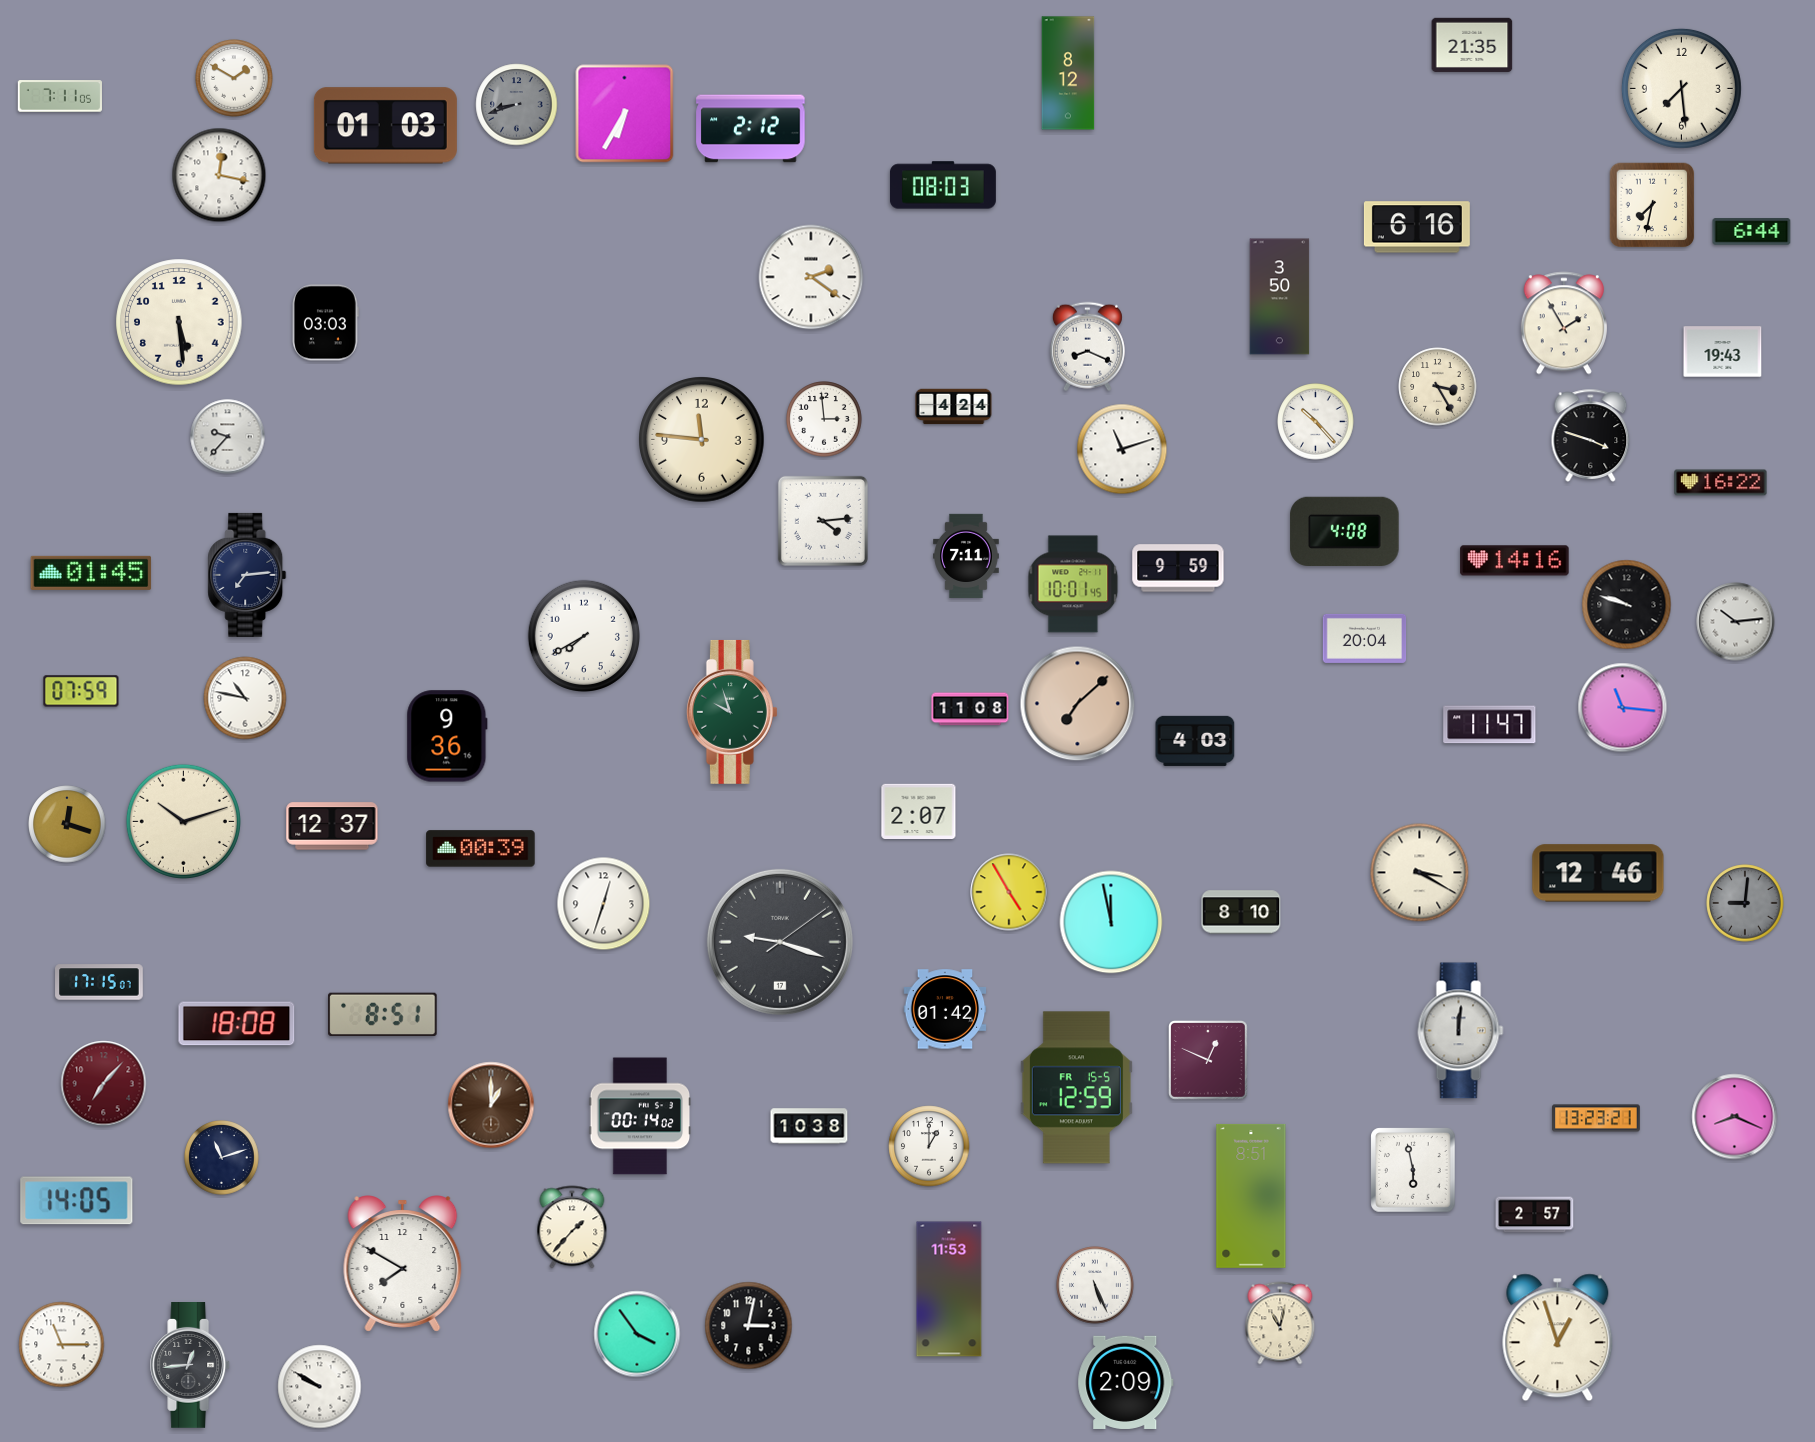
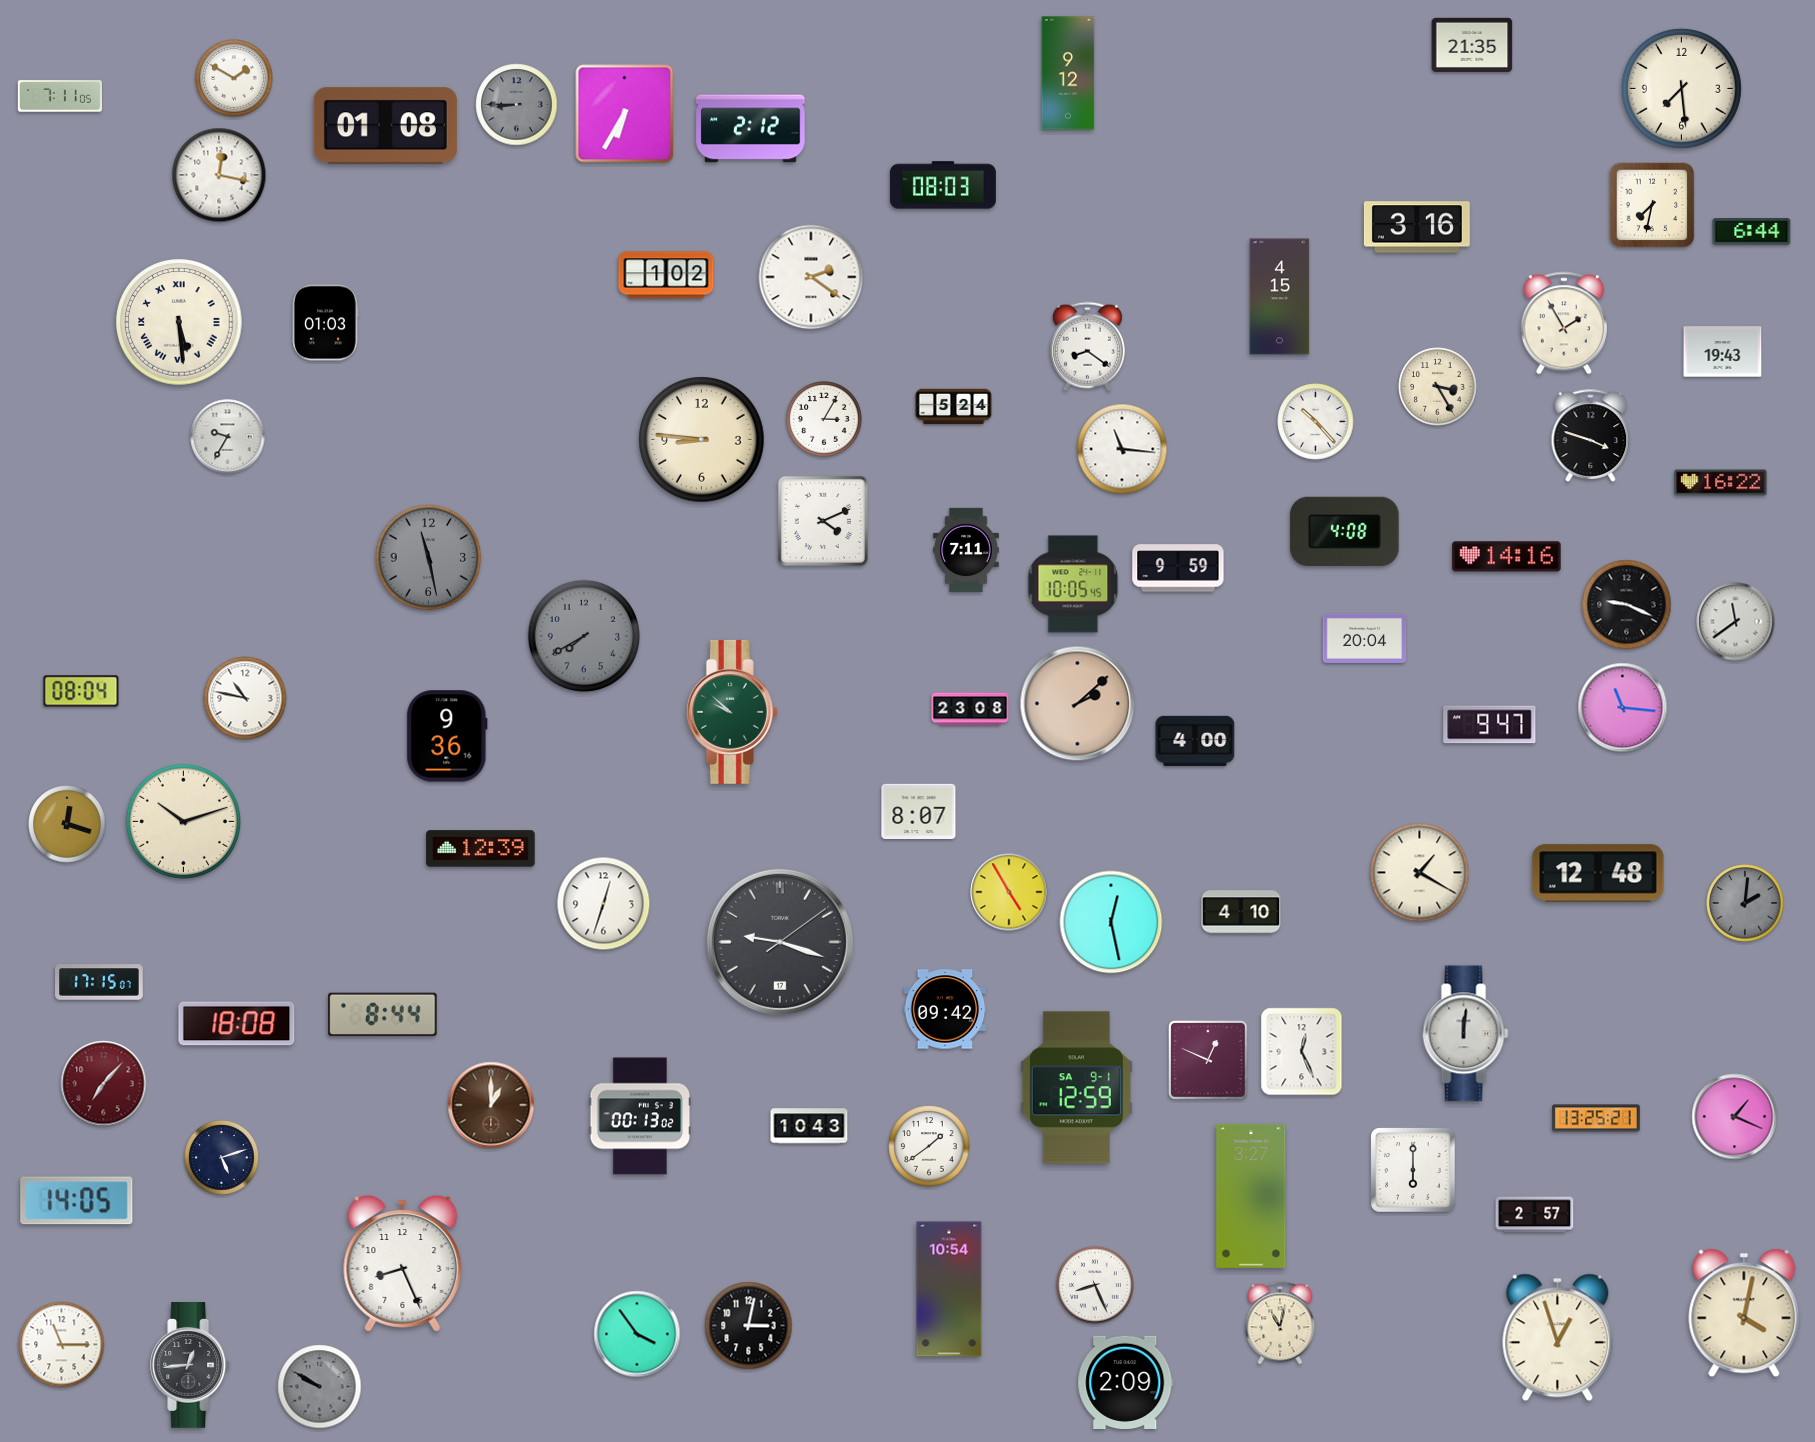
clock at (1068, 73): 8:12 -> 9:12
clock at (517, 105): 8:42 -> 8:45
clock at (385, 126): 01:03 -> 01:08
clock at (1417, 227): 6:16 -> 3:16
clock at (666, 275): none -> 1:02
clock at (1280, 297): 3:50 -> 4:15
clock at (179, 322) numerals: Arabic -> Roman
clock at (326, 323): 03:03 -> 01:03
clock at (1087, 347): 8:19 -> 8:21
clock at (954, 407): 4:24 -> 5:24
clock at (824, 419): 2:59 -> 3:05
clock at (228, 437): 9:37 -> 9:35
clock at (702, 440): 11:46 -> 8:46
clock at (1122, 449): 11:12 -> 11:16
clock at (823, 521): 4:14 -> 4:11
clock at (967, 555) position: (967, 555) -> (967, 549)
clock at (429, 558): none -> 11:28
clock at (1515, 561) position: (1515, 561) -> (1507, 557)
clock at (91, 573): 01:45 -> none
clock at (247, 575): 7:14 -> none
clock at (1073, 584): 10:01 -> 10:05
clock at (1627, 605): 9:48 -> 9:19
clock at (1736, 622): 10:14 -> 11:39
clock at (583, 635) dial: white -> grey
clock at (81, 691): 07:59 -> 08:04
clock at (1078, 704): 7:08 -> 2:08
clock at (970, 709): 11:08 -> 23:08
clock at (732, 712): 9:57 -> 9:52
clock at (1490, 725): 11:47 -> 9:47
clock at (1195, 741): 4:03 -> 4:00
clock at (919, 811): 2:07 -> 8:07
clock at (332, 826): 12:37 -> none
clock at (481, 849): 00:39 -> 12:39
clock at (1420, 873): 3:20 -> 1:20
clock at (1598, 873): 12:46 -> 12:48
clock at (1745, 903): 9:01 -> 2:01
clock at (1241, 912): 8:10 -> 4:10
clock at (1111, 922): 11:58 -> 12:28
clock at (945, 1009): 01:42 -> 09:42
clock at (383, 1015): 8:51 -> 8:44
clock at (1461, 1031) position: (1461, 1031) -> (1466, 1034)
clock at (1302, 1052): none -> 12:26
clock at (1076, 1088) date: FR 15-5 -> SA 9-1
clock at (640, 1116): 00:14 -> 00:13
clock at (1735, 1117): 8:19 -> 1:19
clock at (1596, 1118): 13:23 -> 13:25
clock at (809, 1126): 10:38 -> 10:43
clock at (929, 1146): 1:00 -> 1:39
clock at (222, 1158): 11:12 -> 5:12
clock at (1413, 1170): 5:58 -> 6:00
clock at (1251, 1196): 8:51 -> 3:27
clock at (572, 1227): 1:37 -> none
clock at (403, 1264): 7:50 -> 8:26
clock at (1095, 1285): 5:26 -> 8:26
clock at (949, 1289): 11:53 -> 10:54
clock at (1744, 1313): none -> 4:02
clock at (320, 1387) dial: white -> grey
